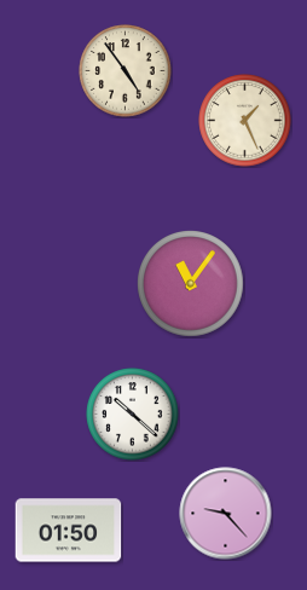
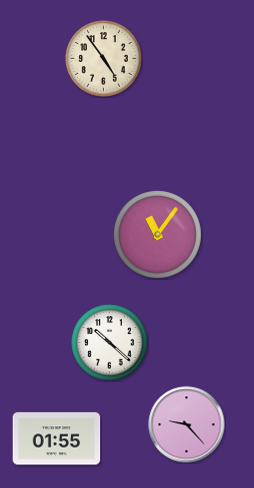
clock at (245, 121): 1:26 -> none
clock at (69, 531): 01:50 -> 01:55
